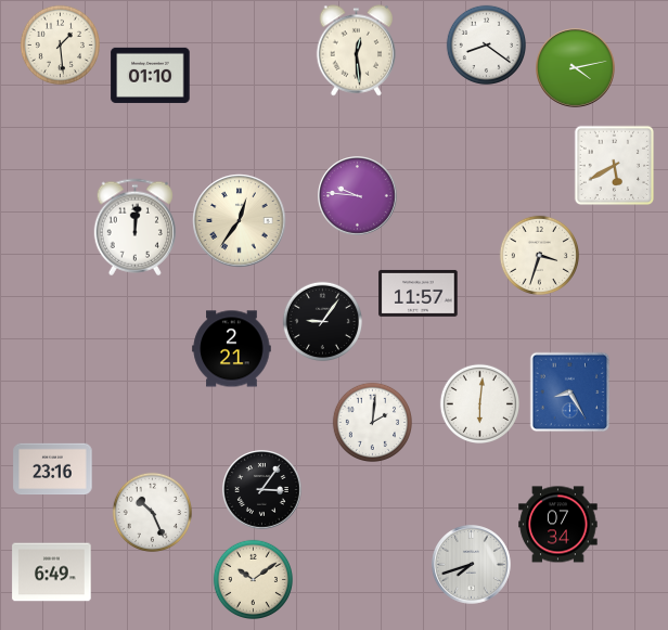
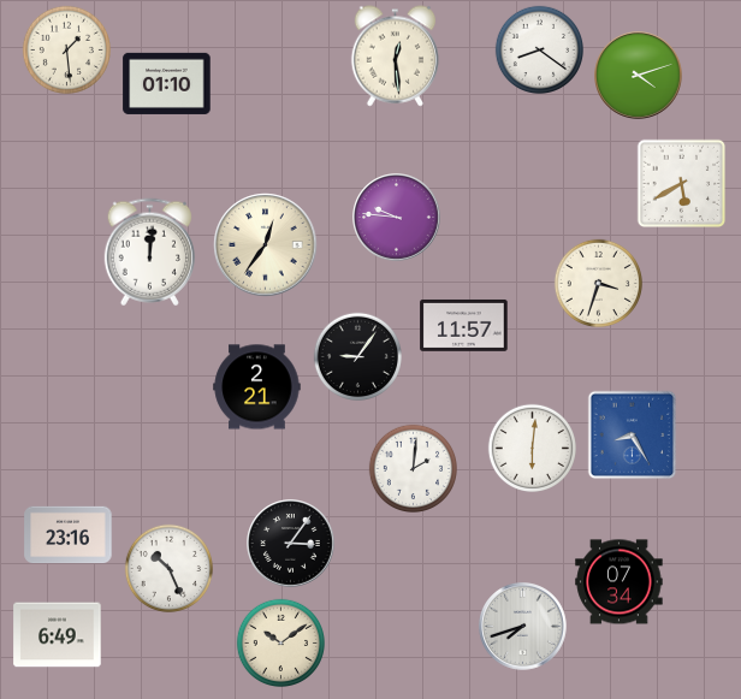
clock at (576, 68): 4:13 -> 4:12
clock at (53, 470) position: (53, 470) -> (69, 535)
